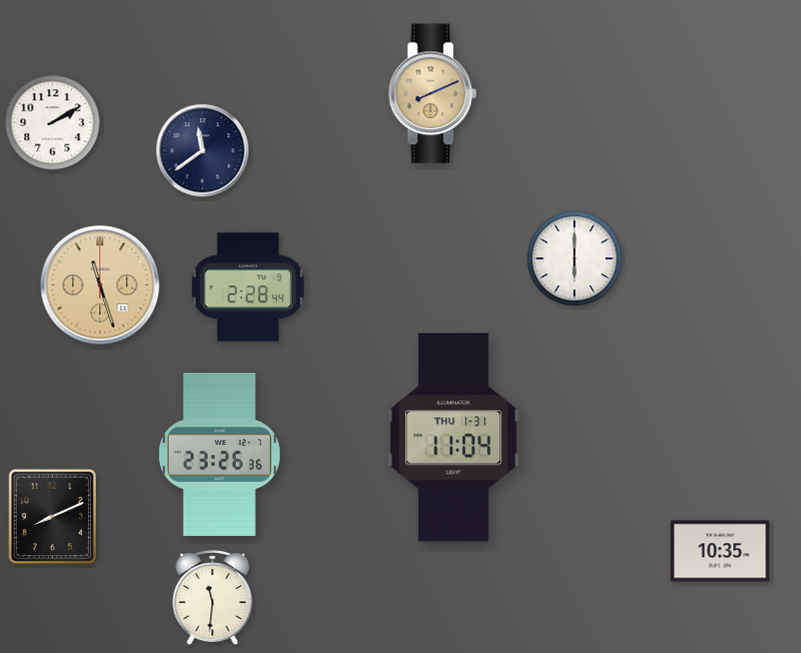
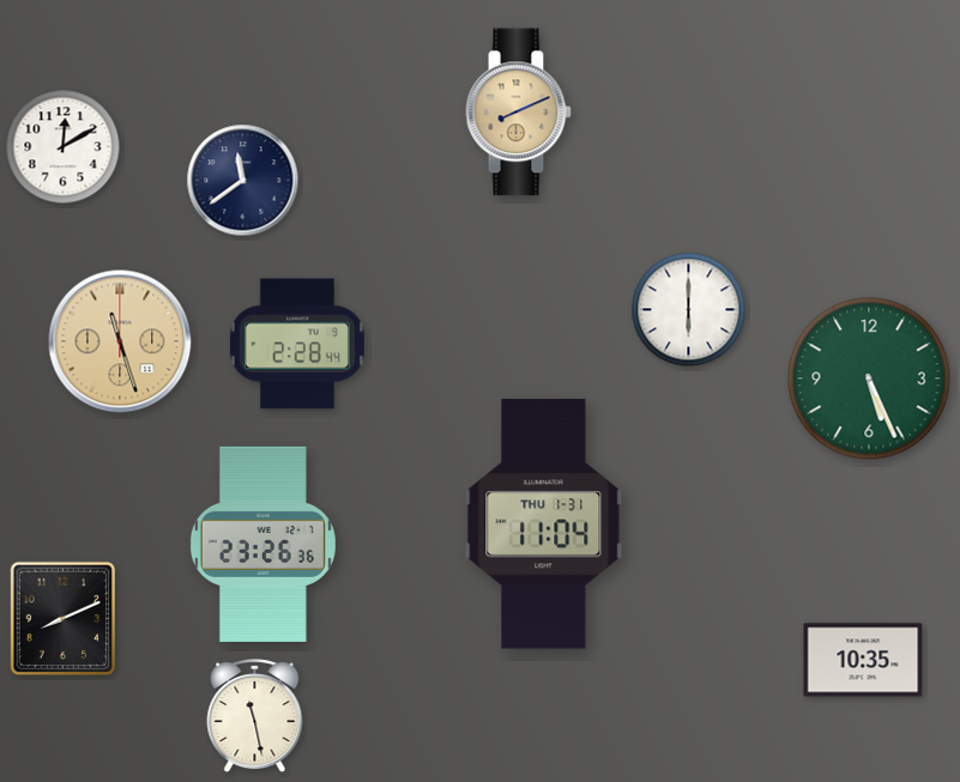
clock at (53, 123): 2:10 -> 12:10
clock at (869, 378): none -> 5:26
clock at (213, 598): 11:31 -> 11:28
